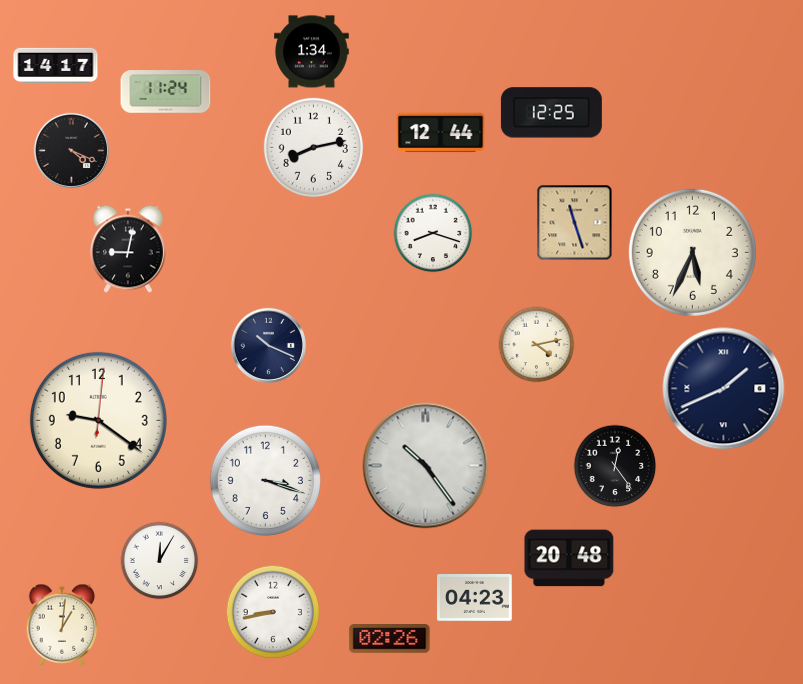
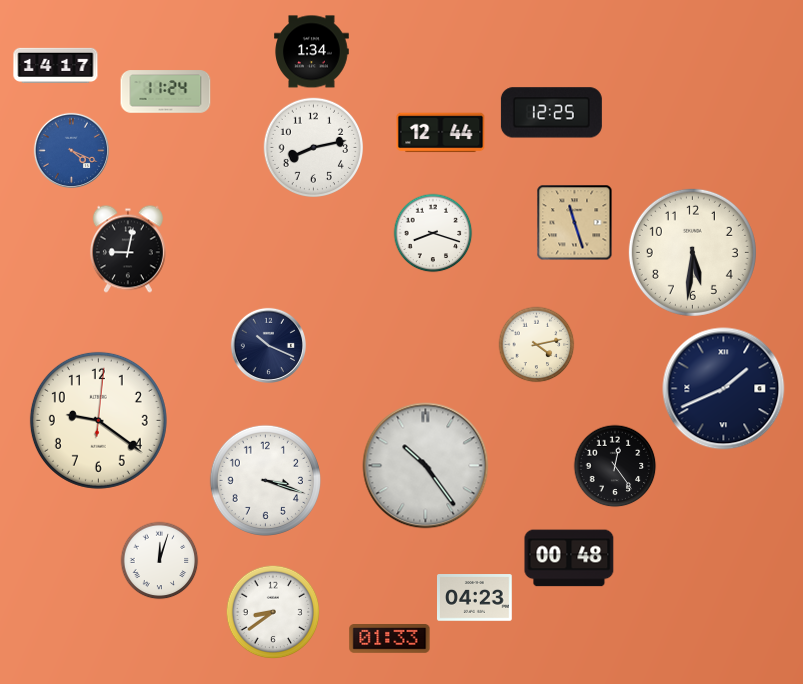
clock at (71, 150) dial: black -> blue
clock at (692, 252): 5:34 -> 5:31
clock at (569, 558): 20:48 -> 00:48
clock at (160, 561): 12:05 -> 12:03
clock at (273, 612): 8:43 -> 8:39
clock at (62, 625): 1:01 -> none
clock at (390, 639): 02:26 -> 01:33
